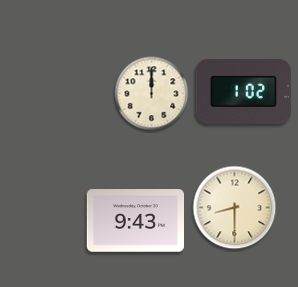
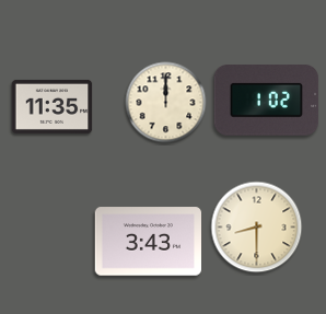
clock at (53, 106): none -> 11:35
clock at (135, 221): 9:43 -> 3:43
